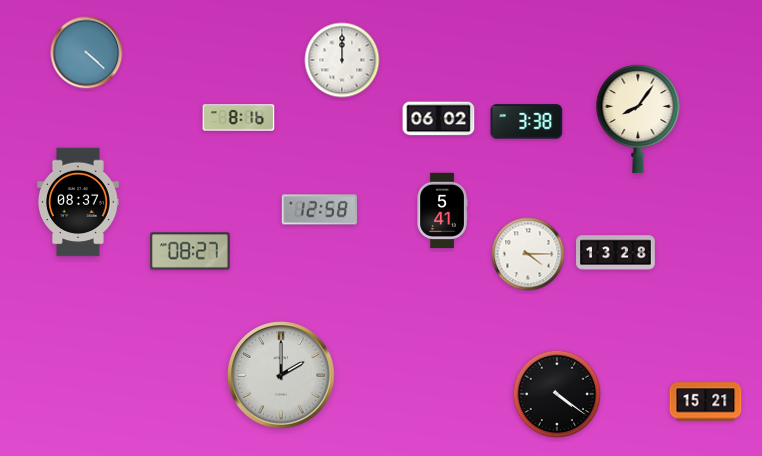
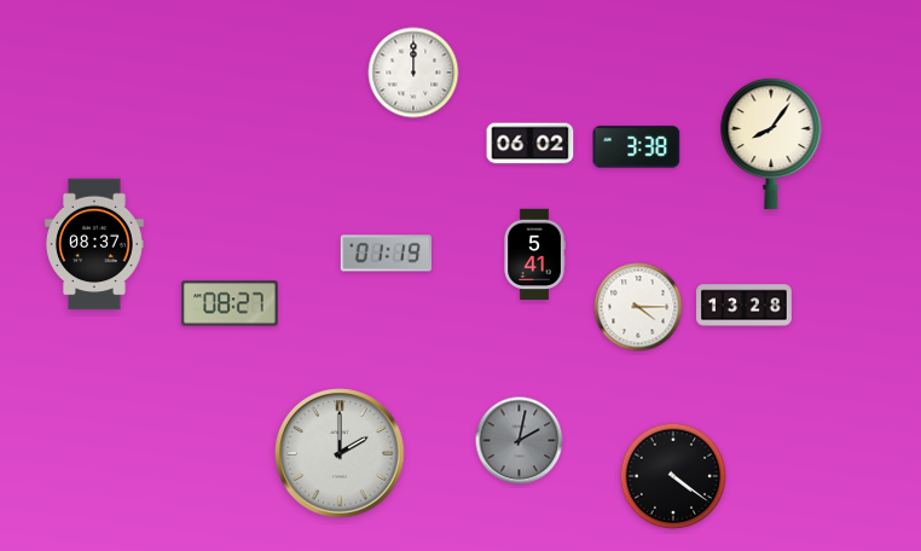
clock at (87, 53): 4:22 -> none
clock at (239, 118): 8:16 -> none
clock at (319, 210): 12:58 -> 01:19
clock at (520, 441): none -> 2:02
clock at (706, 402): 15:21 -> none
